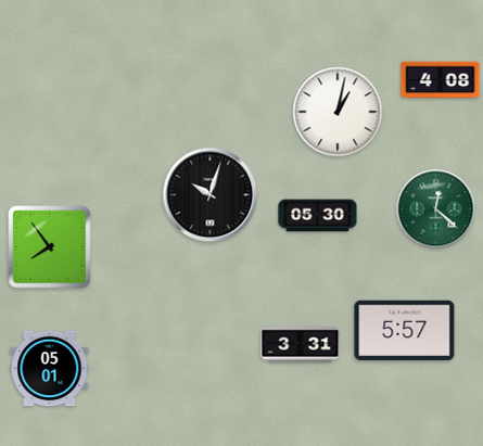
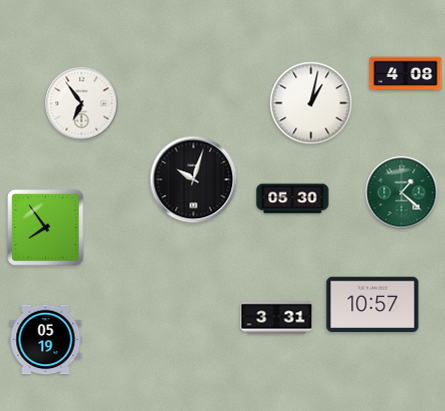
clock at (82, 104): none -> 6:54
clock at (436, 209): 12:22 -> 1:22
clock at (405, 331): 5:57 -> 10:57
clock at (50, 369): 05:01 -> 05:19
